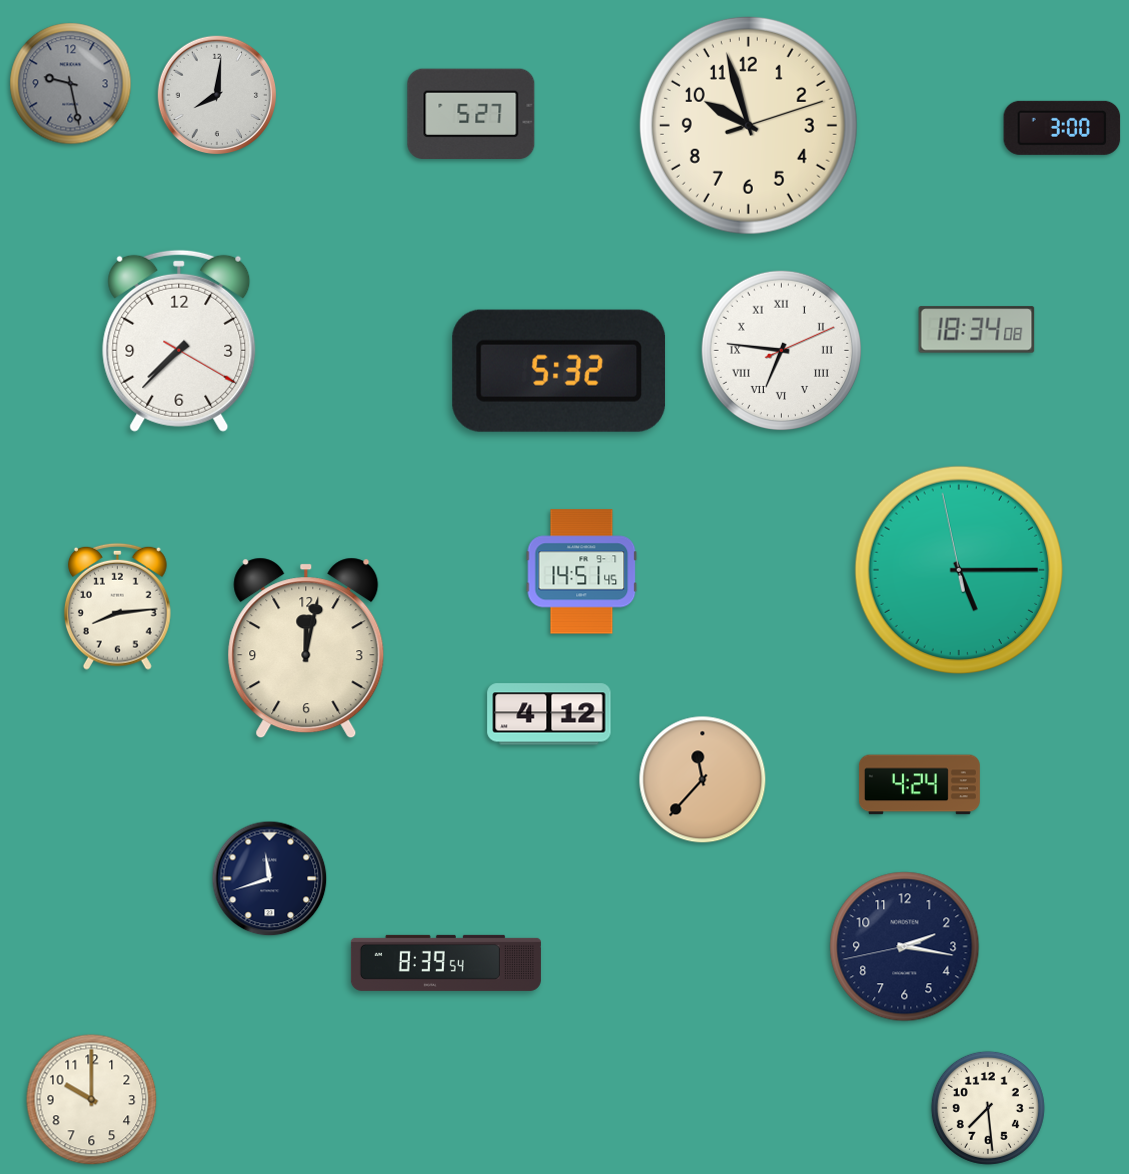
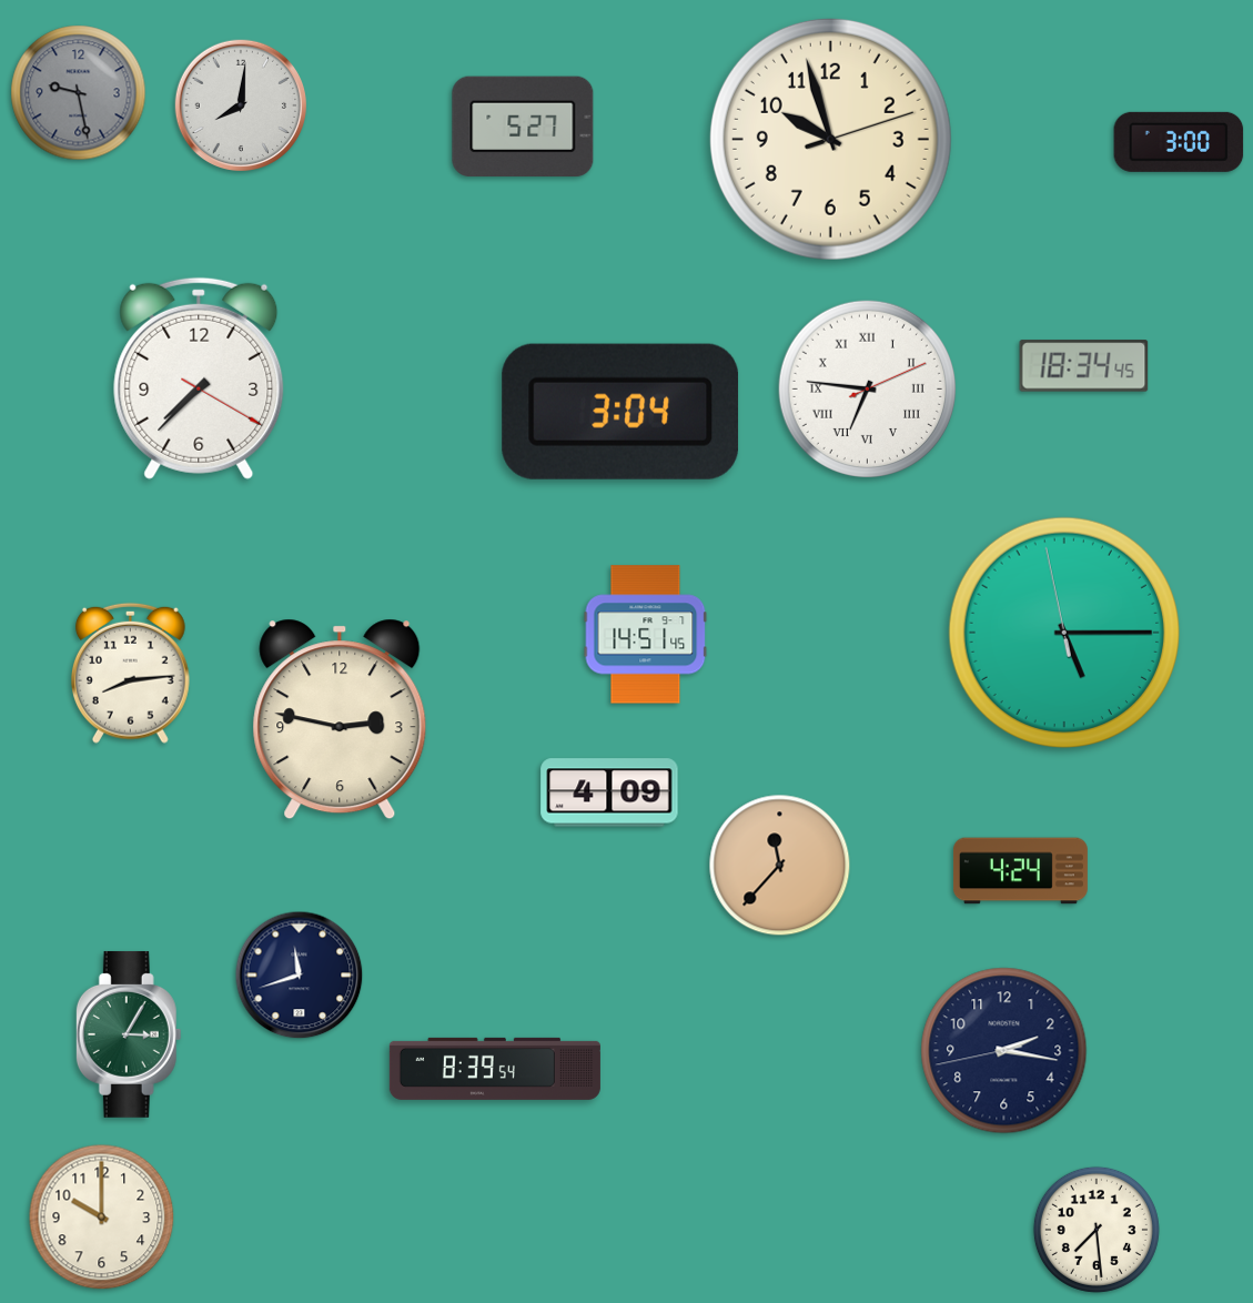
clock at (977, 330): 18:34:08 -> 18:34:45
clock at (559, 371): 5:32 -> 3:04
clock at (306, 648): 12:02 -> 2:47
clock at (549, 714): 4:12 -> 4:09
clock at (129, 1034): none -> 3:05
clock at (92, 1100) position: (92, 1100) -> (102, 1218)
